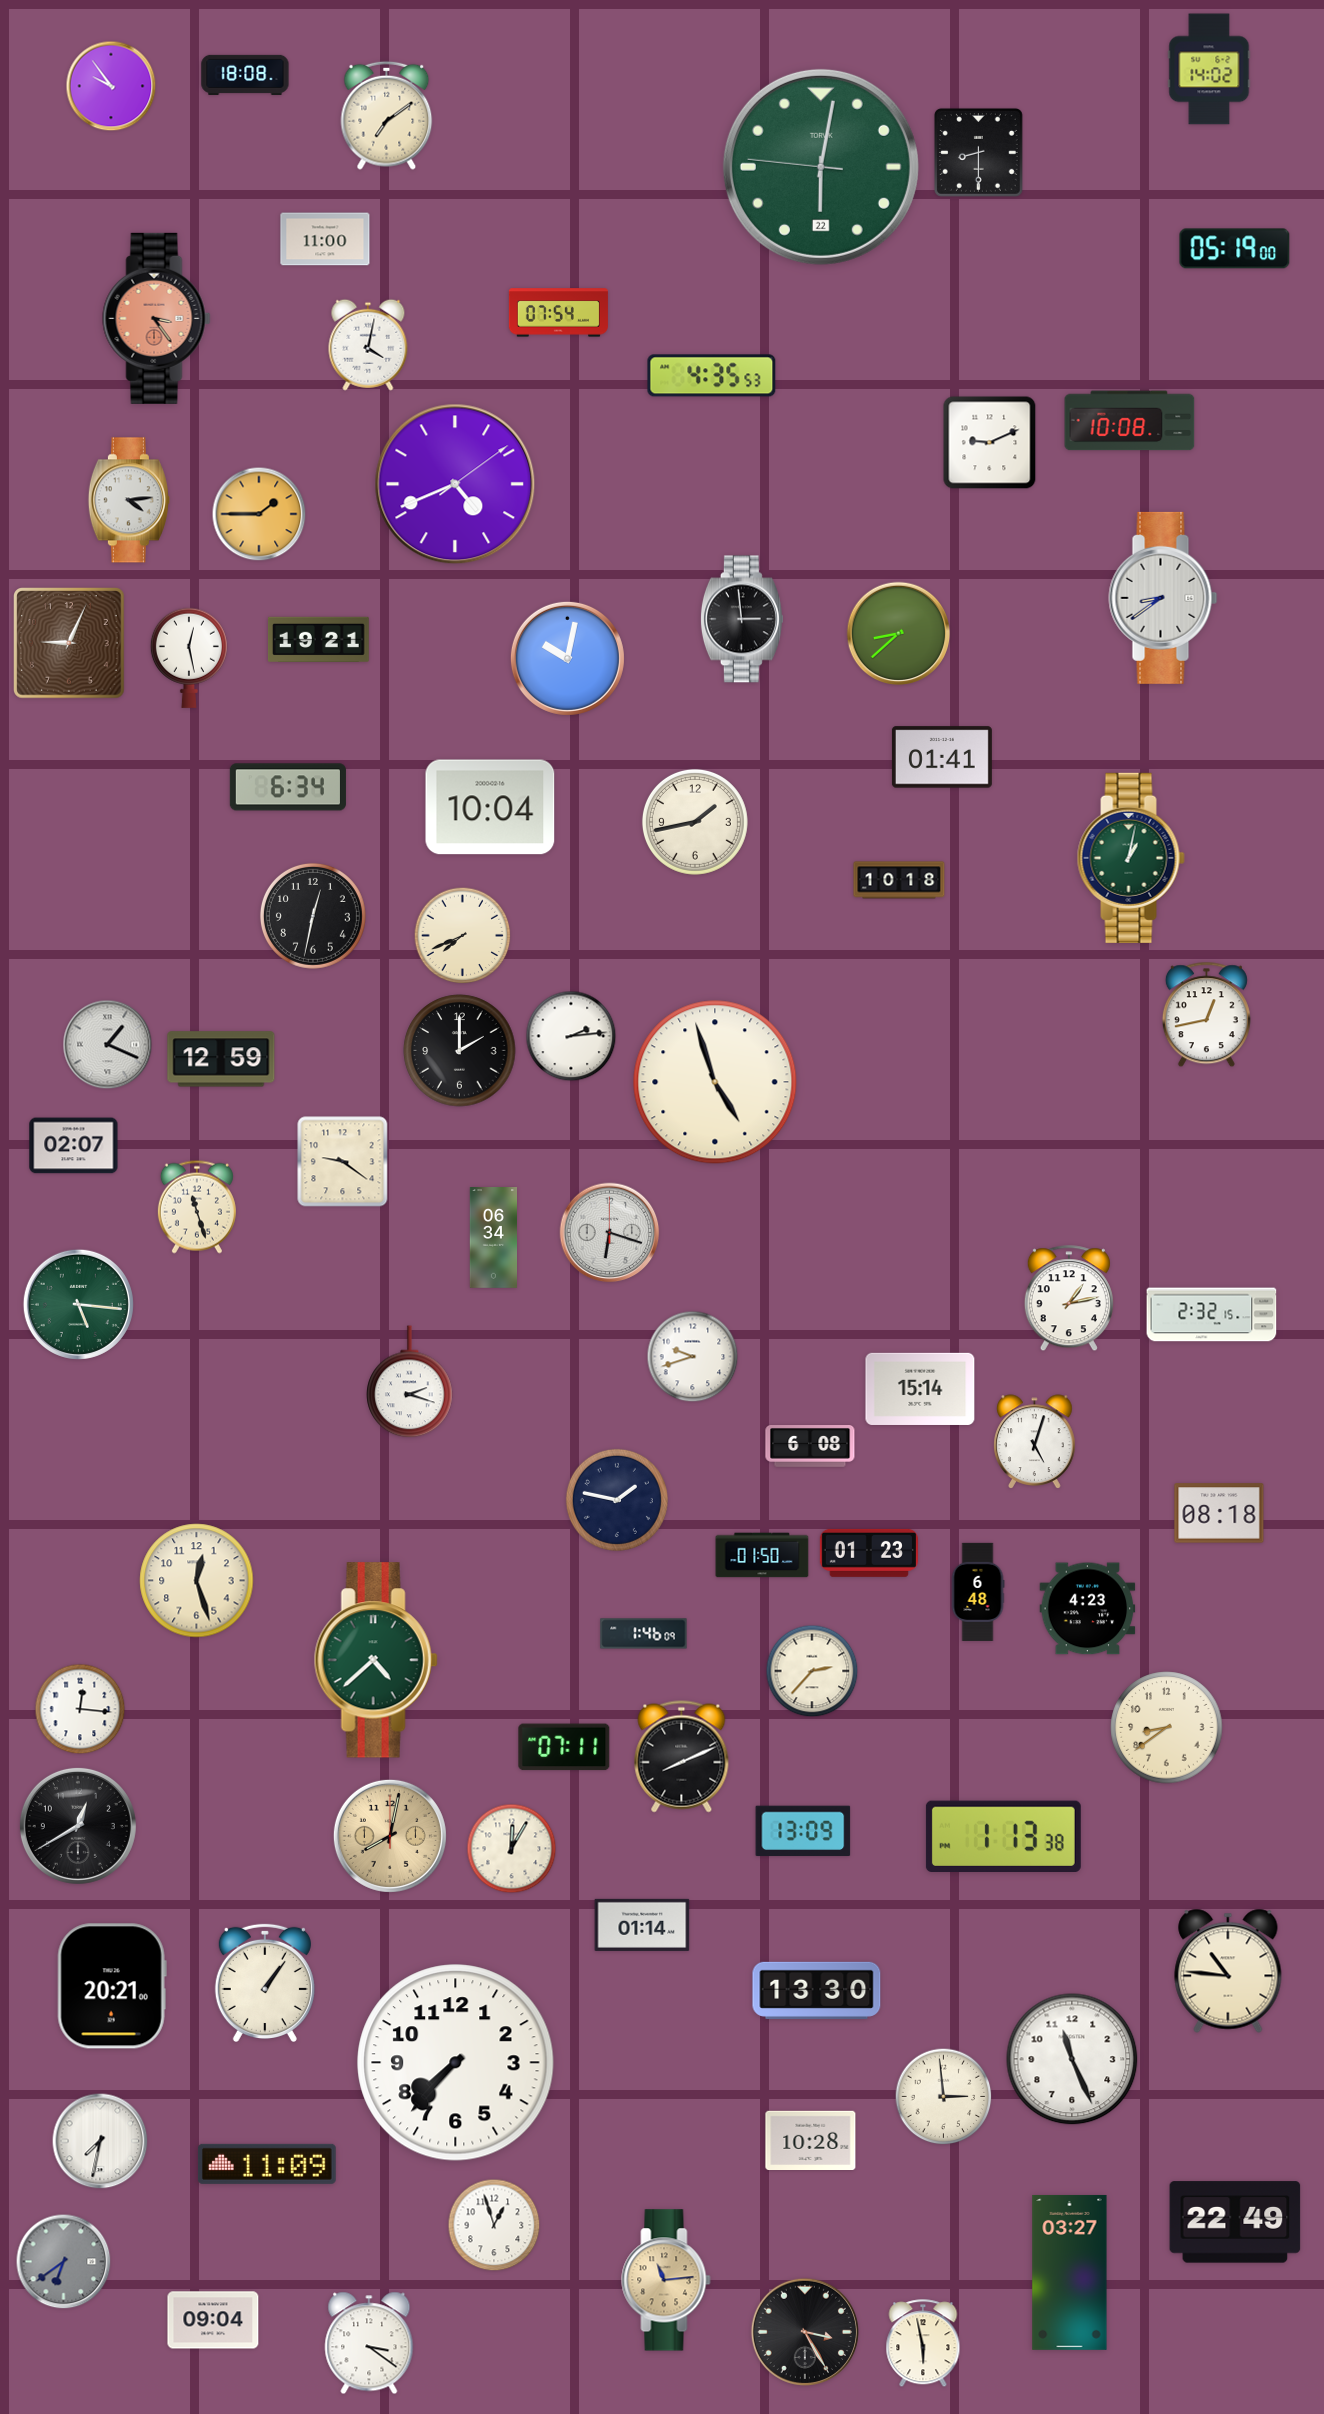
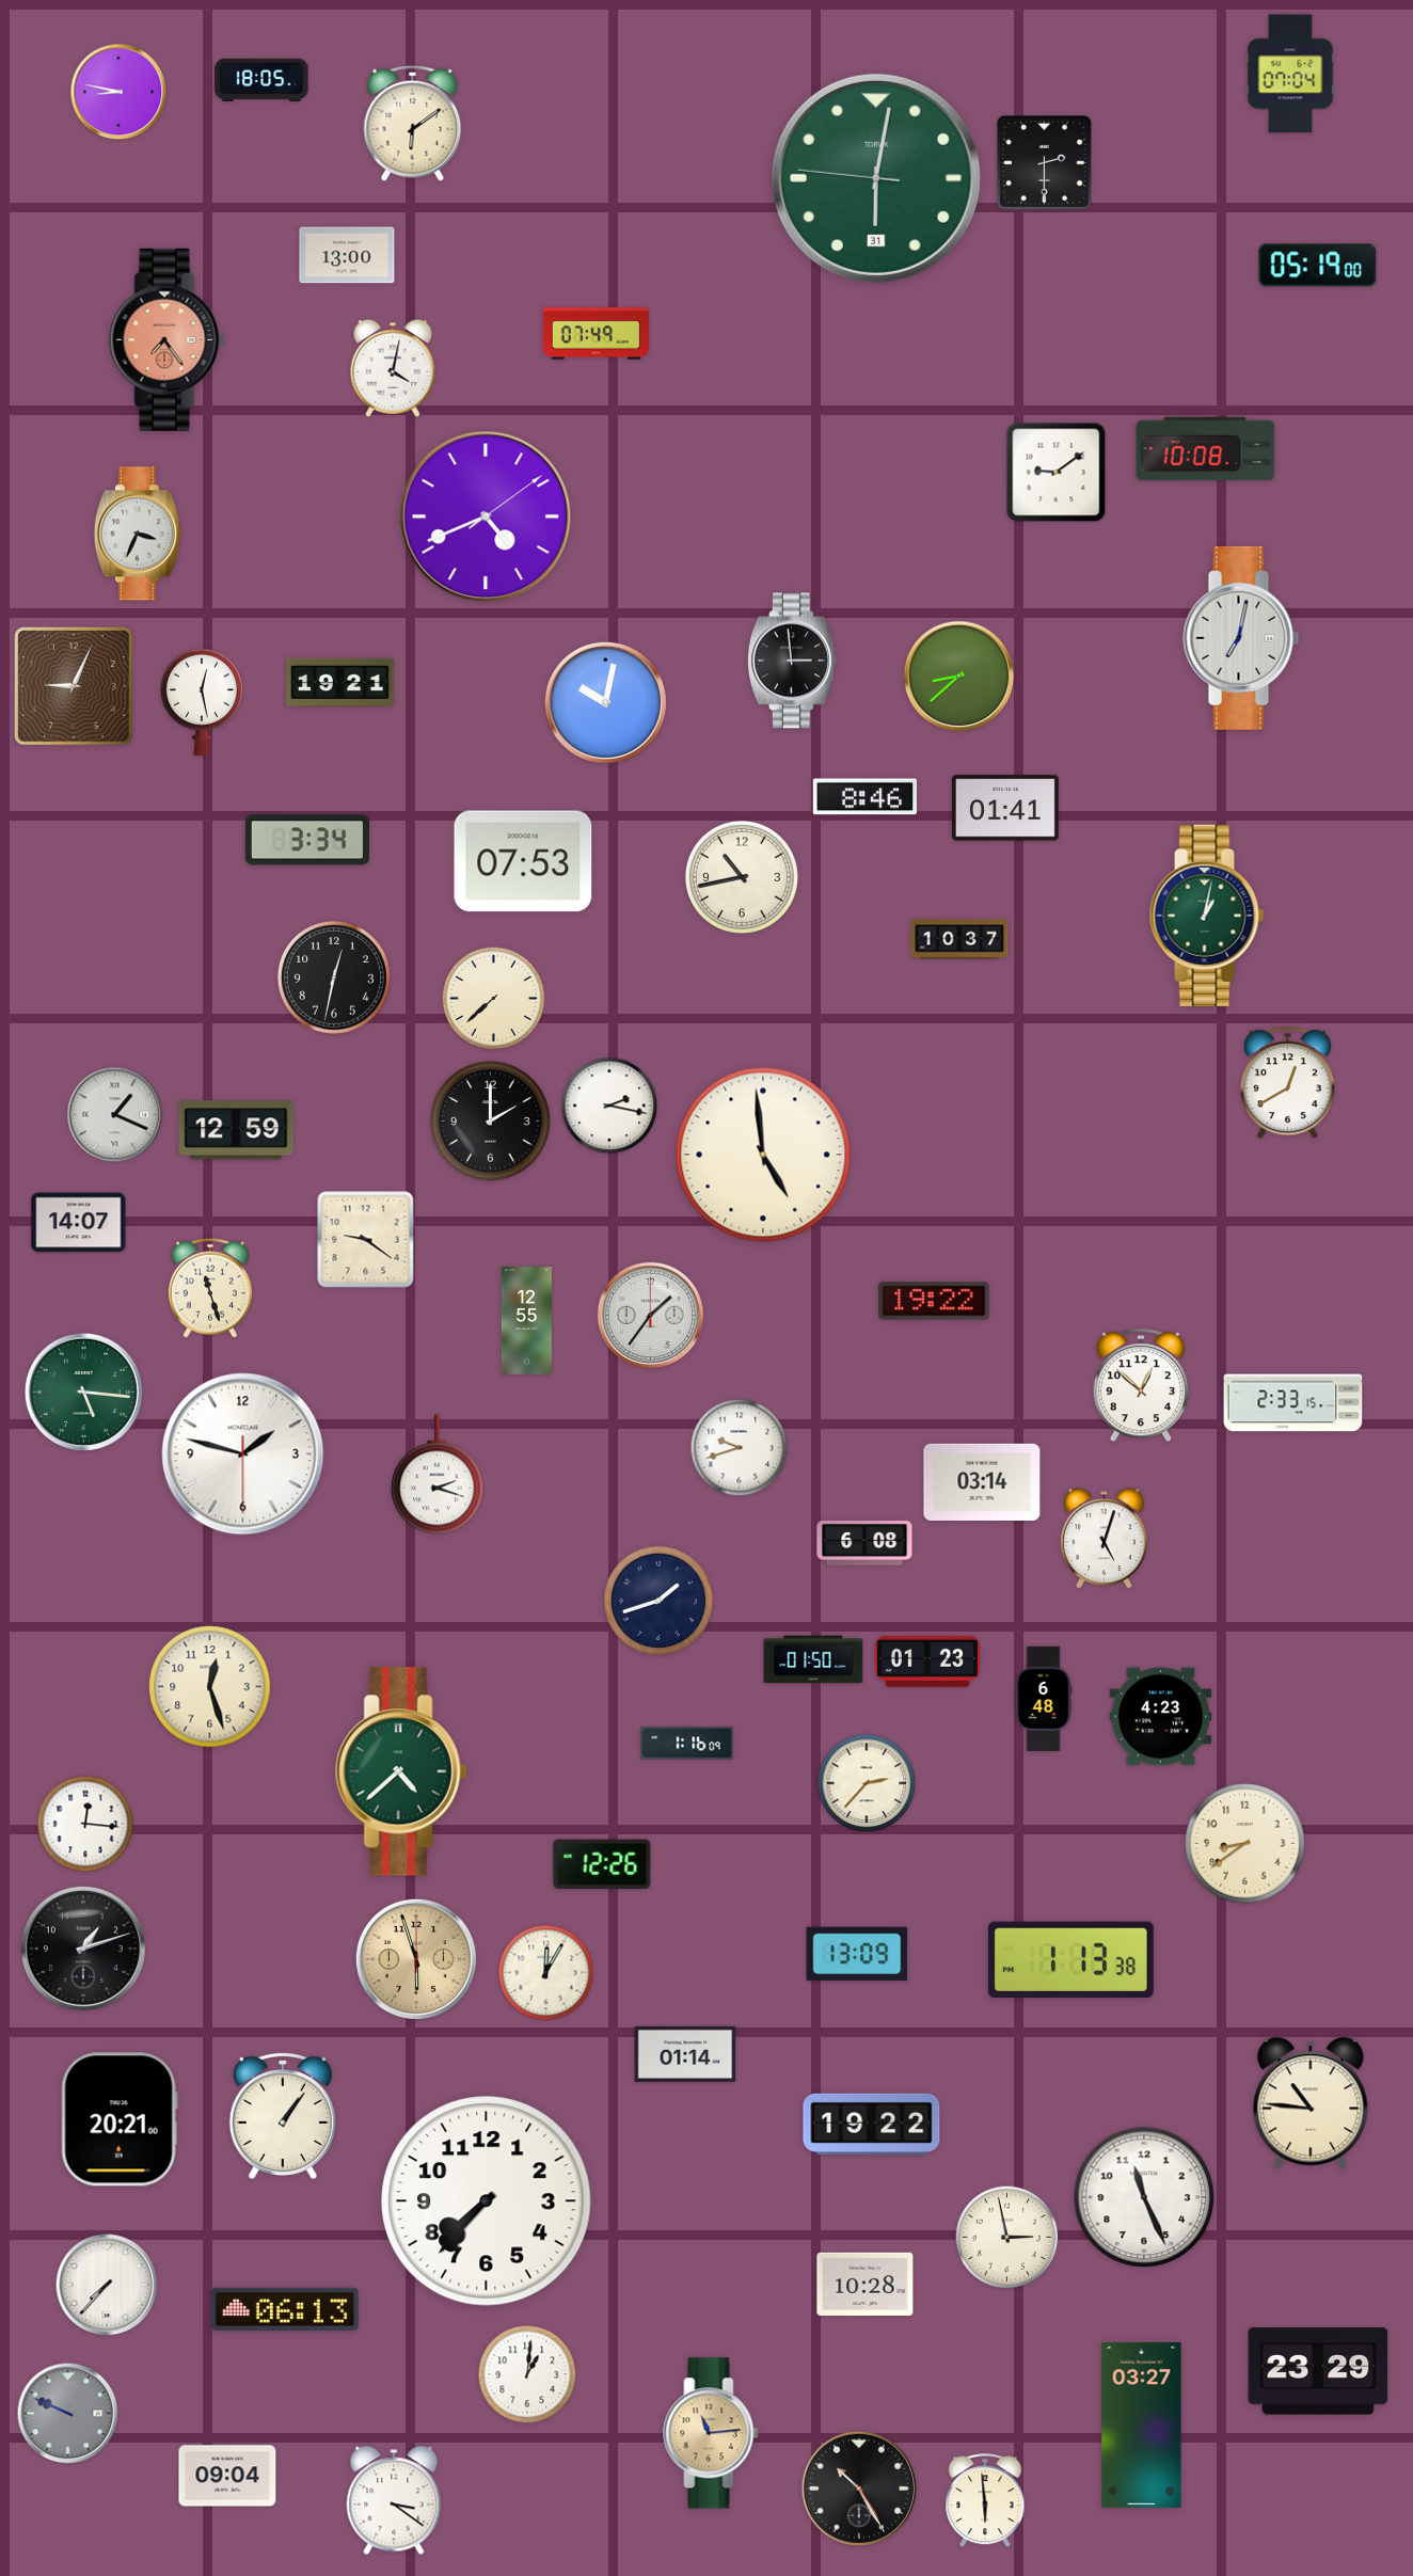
clock at (1209, 69): 14:02 -> 07:04
clock at (245, 75): 18:08 -> 18:05
clock at (111, 86): 9:54 -> 8:47
clock at (387, 115): 7:09 -> 6:09
clock at (978, 152): 8:30 -> 2:30
clock at (821, 167) date: 22 -> 31
clock at (325, 239): 11:00 -> 13:00
clock at (558, 313): 07:54 -> 07:49
clock at (157, 318): 3:24 -> 7:24
clock at (712, 376): 4:35 -> none
clock at (990, 443): 9:11 -> 9:09
clock at (129, 500): 4:14 -> 3:34
clock at (259, 514): 1:45 -> none
clock at (1163, 598): 8:39 -> 7:02
clock at (864, 797): none -> 8:46
clock at (288, 787): 6:34 -> 3:34
clock at (490, 807): 10:04 -> 07:53
clock at (695, 822): 1:43 -> 10:43
clock at (899, 880): 10:18 -> 10:37
clock at (463, 936): 7:41 -> 7:38
clock at (1206, 1015): 12:43 -> 12:40
clock at (571, 1036): 2:14 -> 2:17
clock at (715, 1082): 4:57 -> 4:59
clock at (74, 1146): 02:07 -> 14:07
clock at (934, 1301): none -> 19:22
clock at (610, 1233): 6:18 -> 1:36
clock at (494, 1238): 06:34 -> 12:55
clock at (1069, 1299): 1:13 -> 12:52
clock at (1212, 1315): 2:32 -> 2:33
clock at (243, 1454): none -> 1:47
clock at (920, 1389): 15:14 -> 03:14
clock at (617, 1500): 1:47 -> 1:42
clock at (1219, 1513): 08:18 -> none
clock at (869, 1553) position: (869, 1553) -> (927, 1661)
clock at (644, 1634): 1:46 -> 1:16
clock at (564, 1747): 07:11 -> 12:26
clock at (682, 1757): 8:11 -> none
clock at (78, 1826): 12:40 -> 1:12
clock at (390, 1836): 8:02 -> 5:57
clock at (817, 1990): 13:30 -> 19:22
clock at (944, 2097): 2:59 -> 2:58
clock at (100, 2141): 7:32 -> 7:37
clock at (267, 2164): 11:09 -> 06:13
clock at (1235, 2222): 22:49 -> 23:29
clock at (494, 2225): 12:57 -> 1:01
clock at (64, 2262): 6:39 -> 9:49
clock at (805, 2332): 3:25 -> 10:25
clock at (923, 2344): 5:58 -> 5:59
